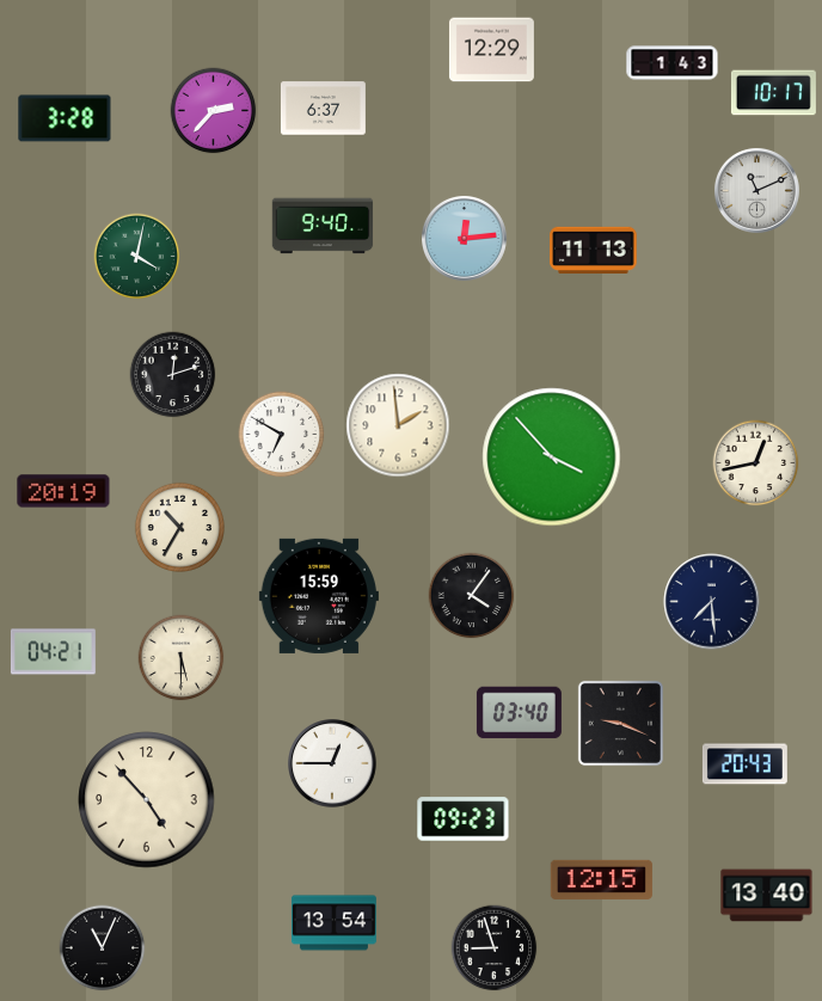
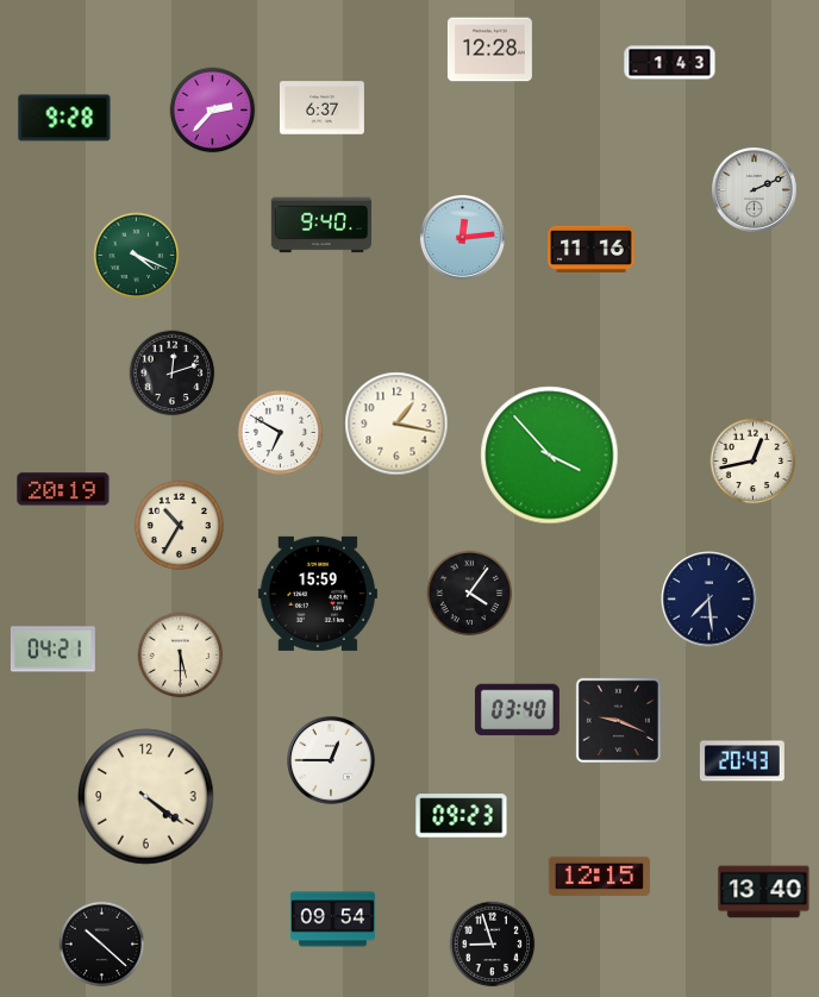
clock at (491, 50): 12:29 -> 12:28
clock at (773, 93): 10:17 -> none
clock at (65, 118): 3:28 -> 9:28
clock at (756, 190): 11:11 -> 2:11
clock at (594, 250): 11:13 -> 11:16
clock at (137, 257): 4:02 -> 4:19
clock at (398, 425): 1:59 -> 1:17
clock at (147, 800): 4:53 -> 4:21
clock at (333, 923): 13:54 -> 09:54
clock at (103, 948): 11:04 -> 10:22
